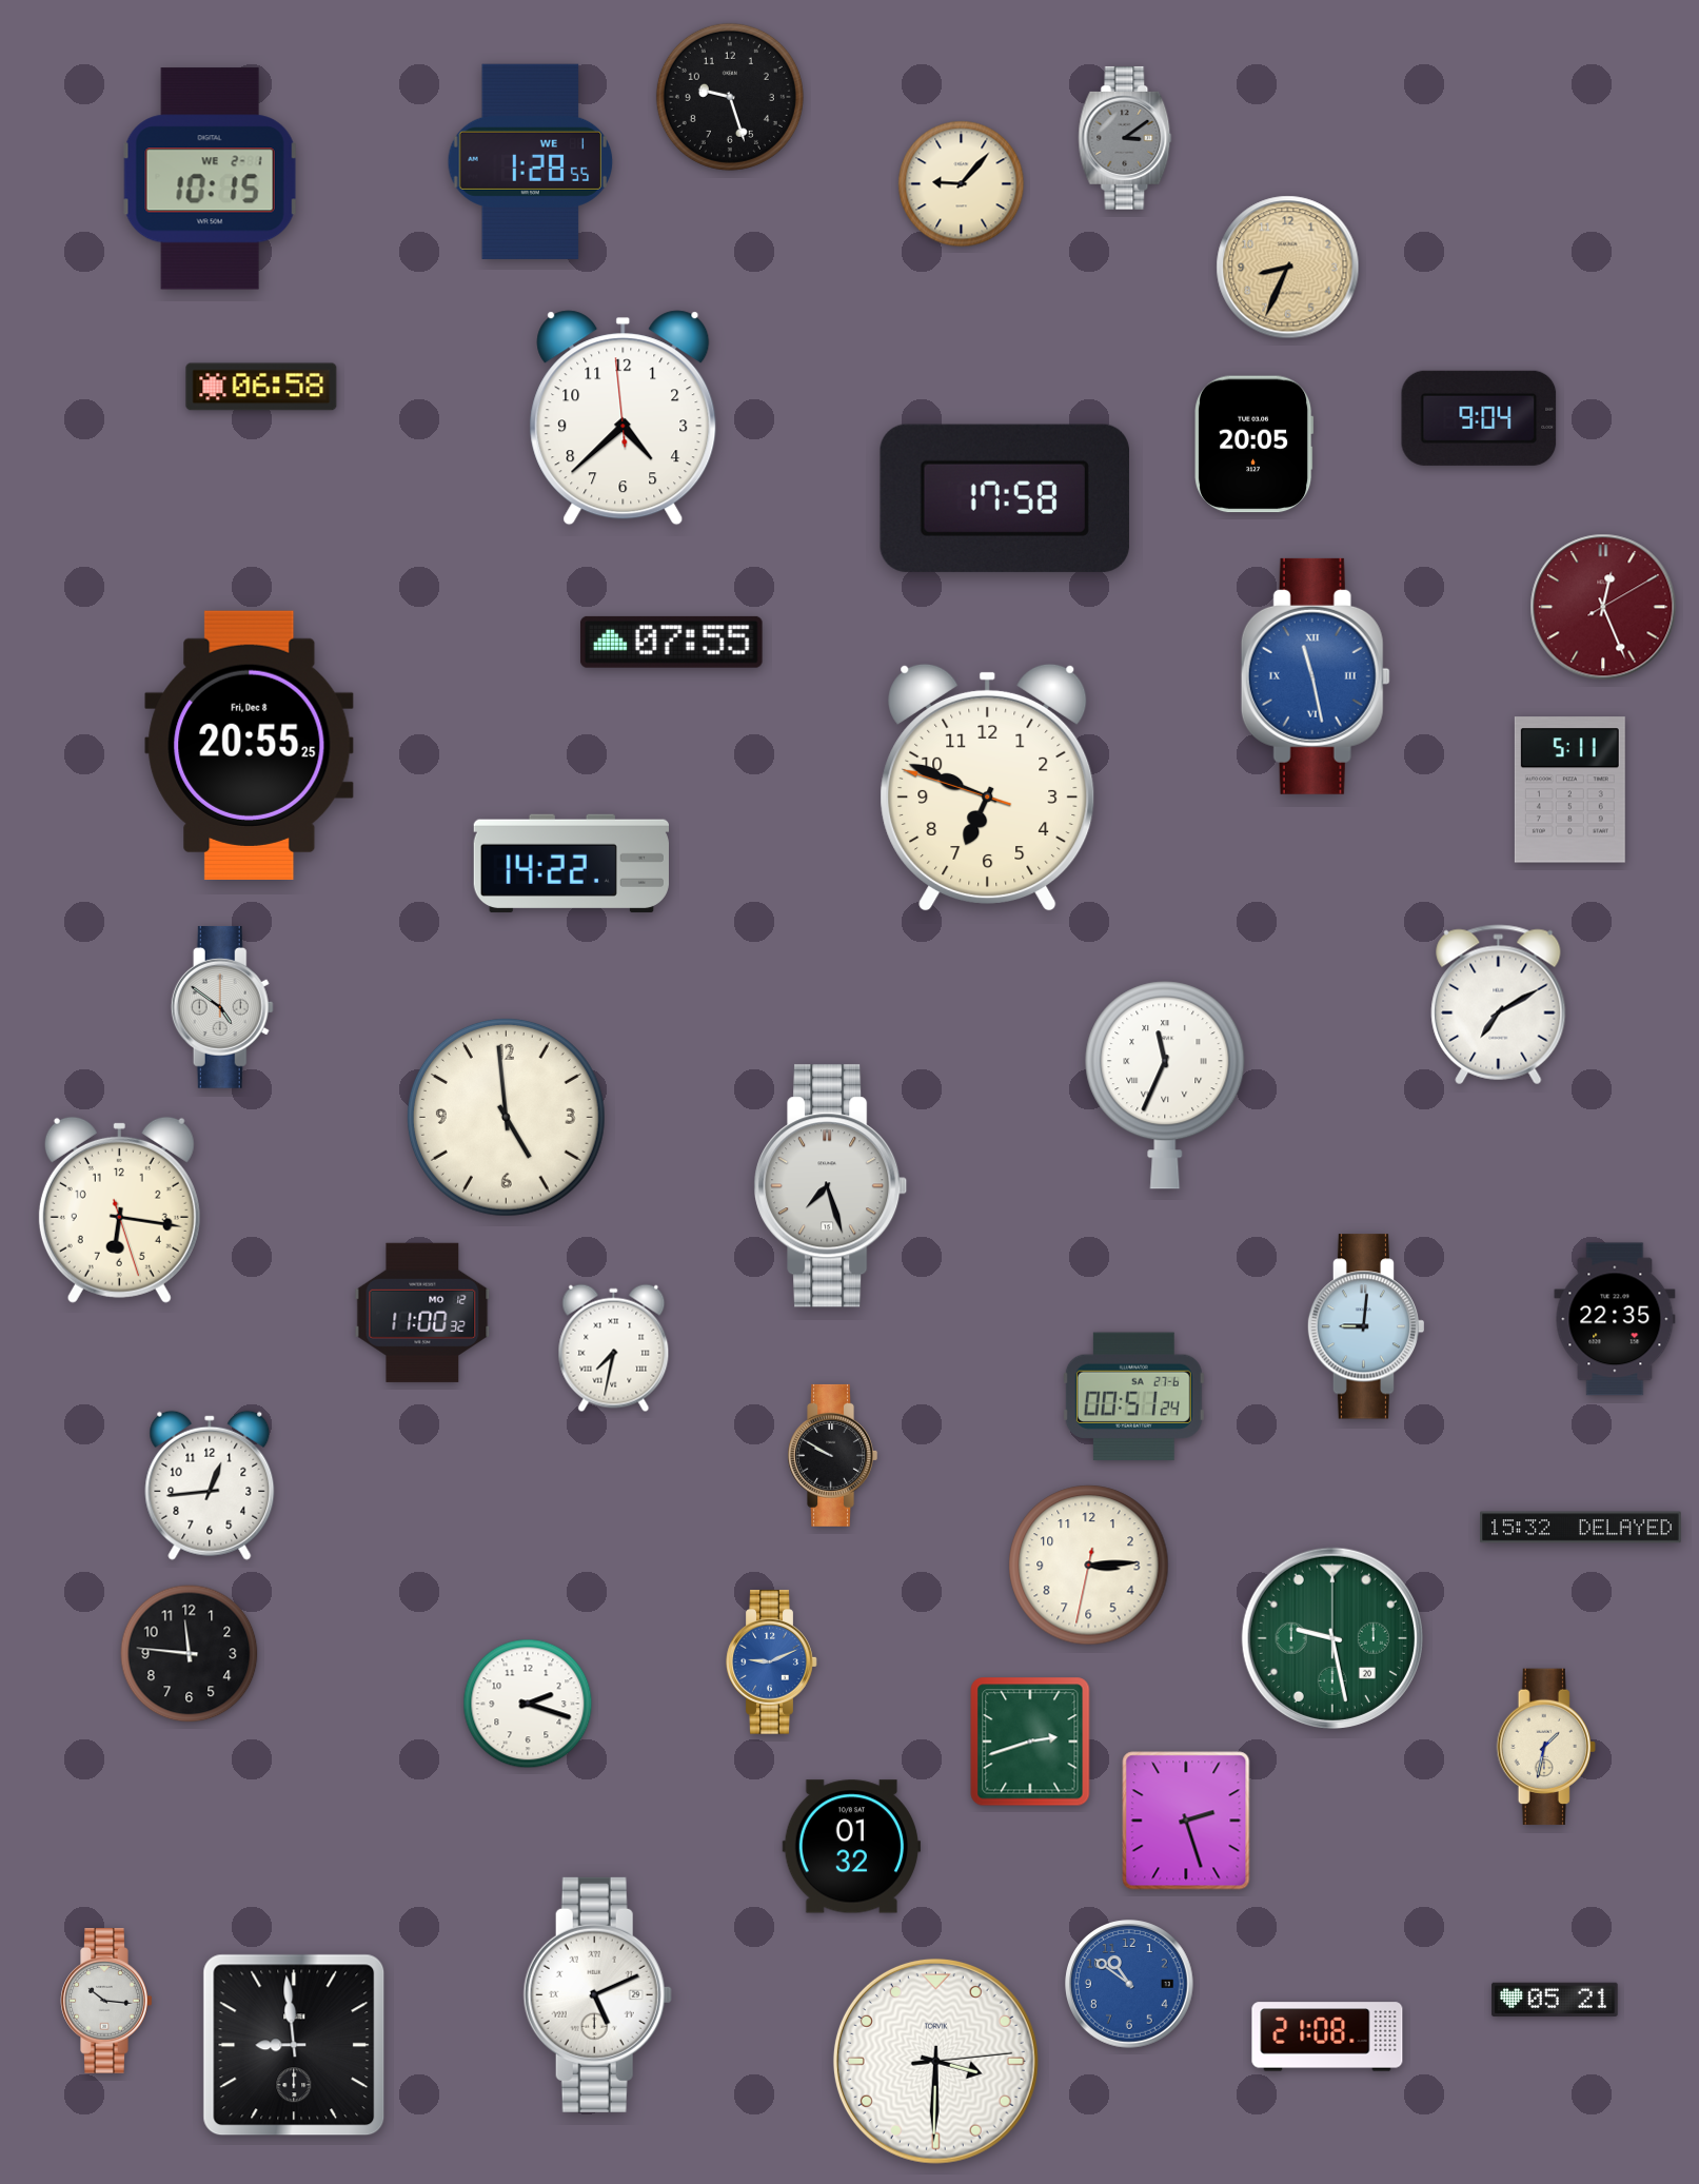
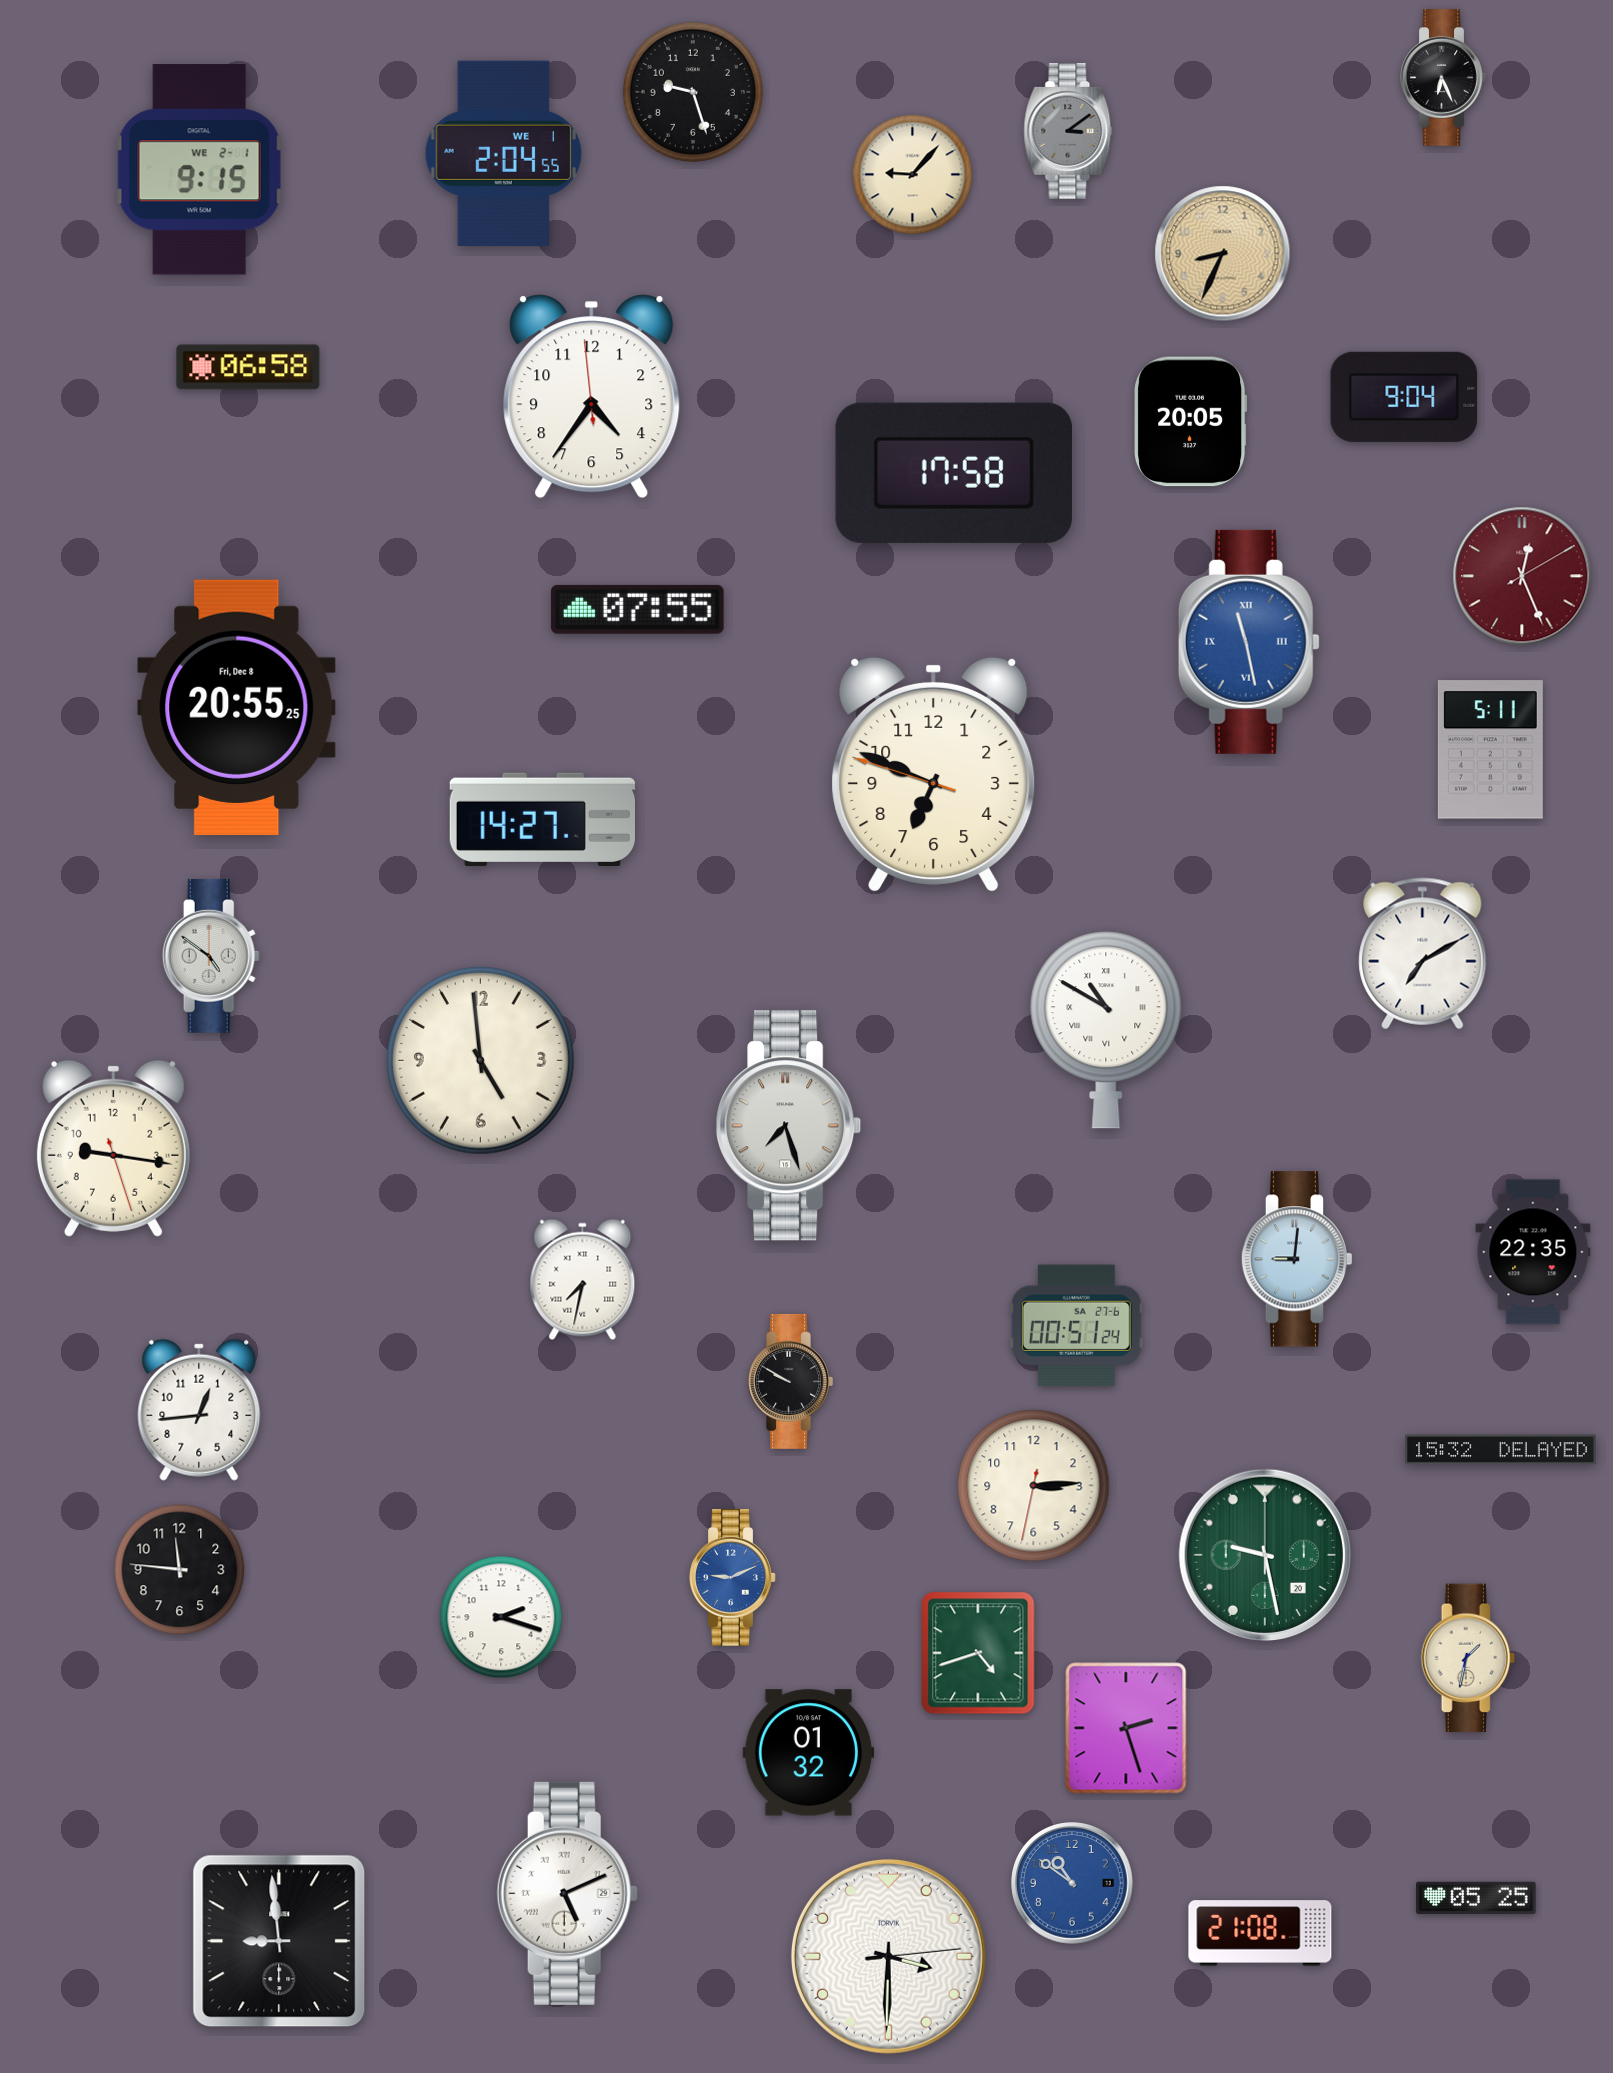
clock at (1444, 78): none -> 6:26
clock at (531, 161): 1:28 -> 2:04
clock at (211, 179): 10:15 -> 9:15
clock at (624, 418): 4:37 -> 4:35
clock at (988, 787) position: (988, 787) -> (934, 774)
clock at (571, 863): 14:22 -> 14:27
clock at (1165, 1085): 11:34 -> 10:50
clock at (119, 1209): 6:16 -> 9:16
clock at (422, 1313): 11:00 -> none
clock at (1030, 1742): 2:42 -> 4:42
clock at (1555, 2000): 05:21 -> 05:25
clock at (106, 2001): 10:16 -> none
